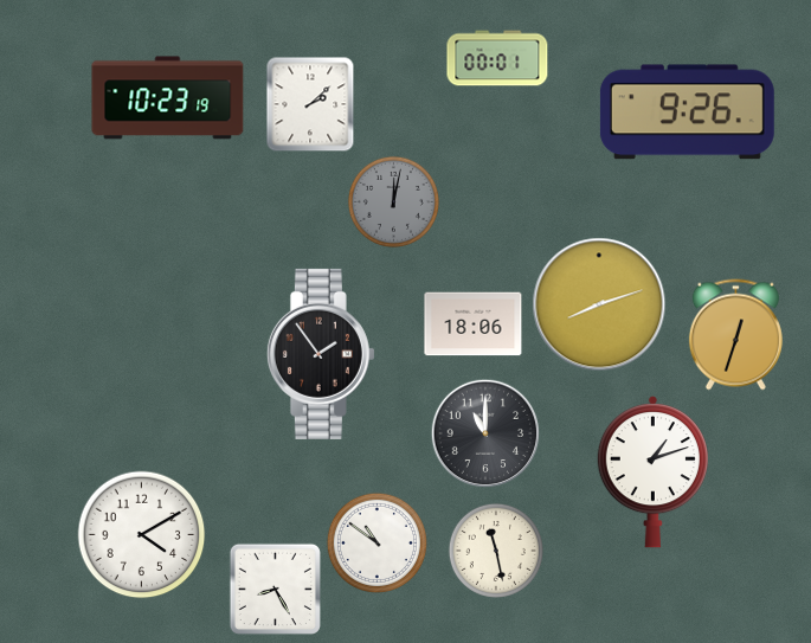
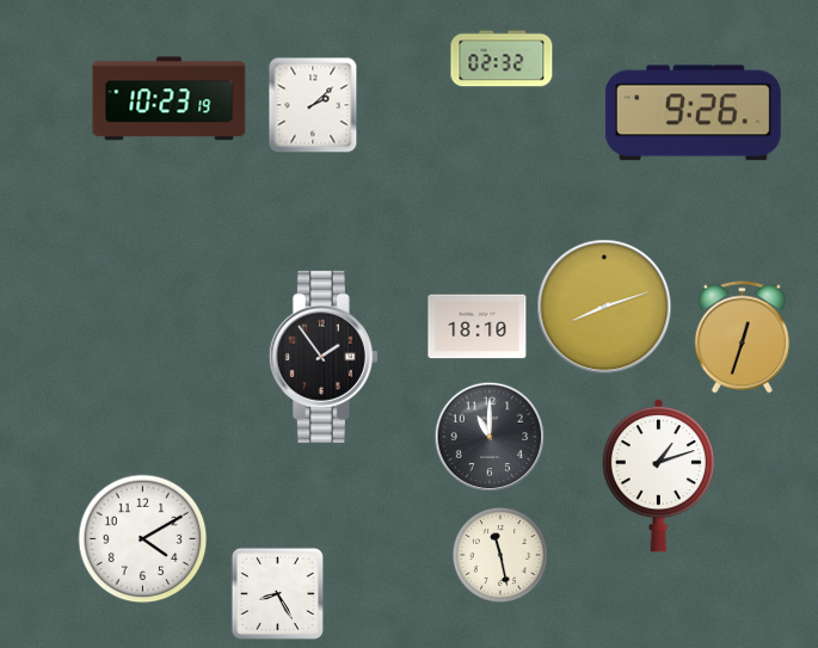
clock at (497, 58): 00:01 -> 02:32
clock at (393, 201): 12:02 -> none
clock at (474, 324): 18:06 -> 18:10
clock at (376, 542): 10:51 -> none
